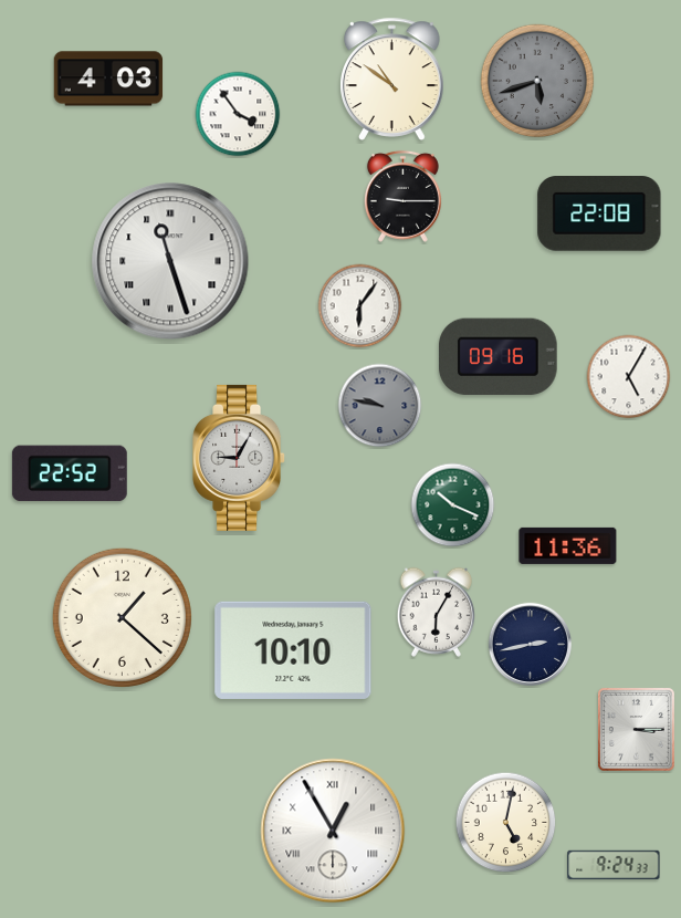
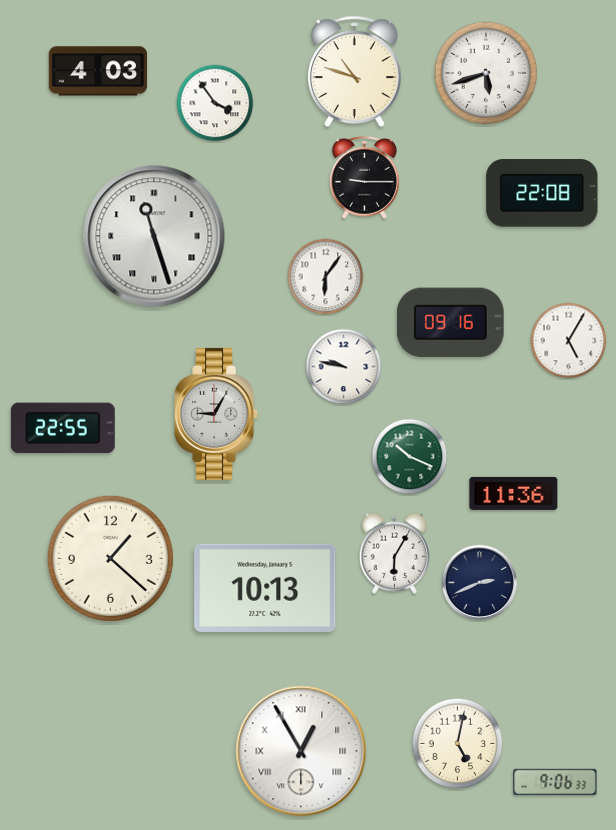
clock at (392, 79): 10:51 -> 10:48
clock at (537, 81) dial: grey -> white
clock at (380, 406) dial: grey -> white
clock at (70, 473): 22:52 -> 22:55
clock at (530, 644): 2:43 -> 2:41
clock at (293, 650): 10:10 -> 10:13
clock at (636, 729): 3:15 -> none
clock at (614, 865): 9:24 -> 9:06
